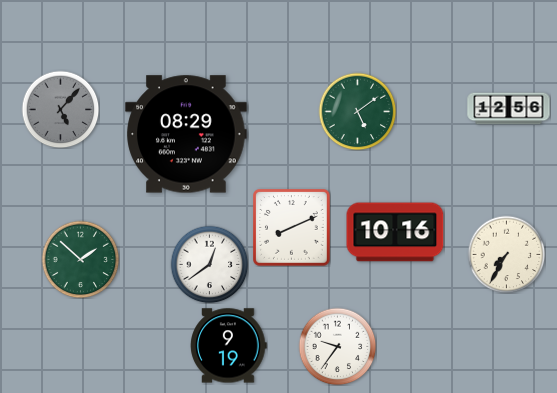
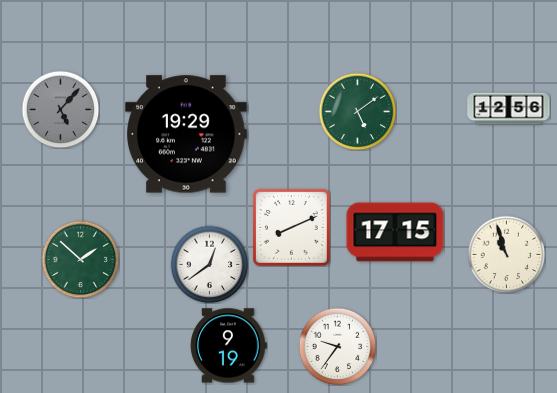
clock at (186, 134): 08:29 -> 19:29
clock at (395, 232): 10:16 -> 17:15
clock at (506, 254): 7:35 -> 10:57
